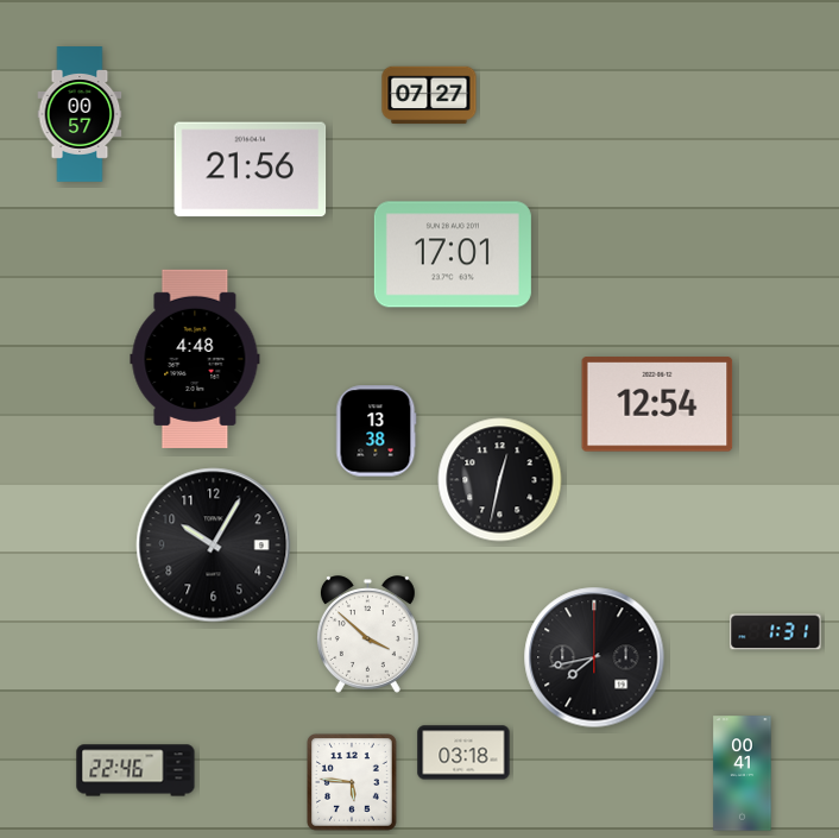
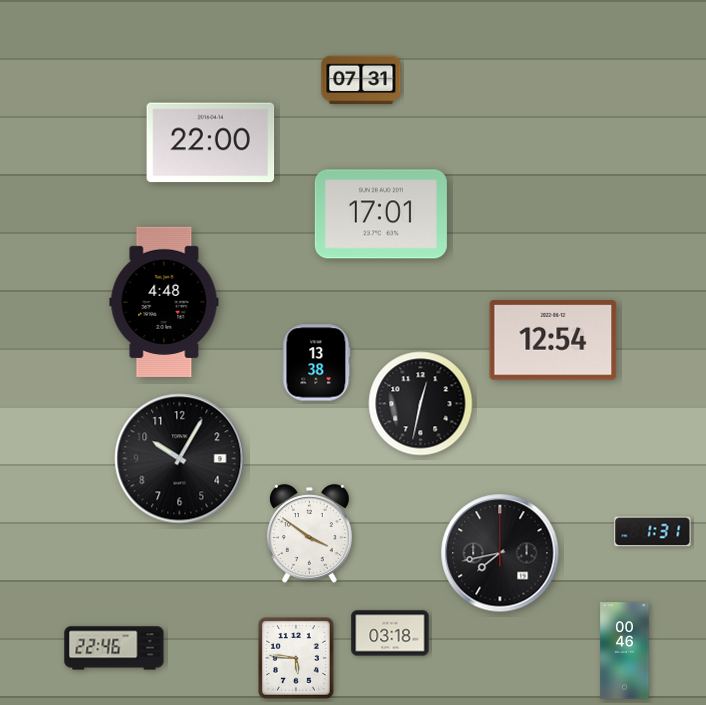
clock at (429, 95): 07:27 -> 07:31
clock at (80, 114): 00:57 -> none
clock at (251, 170): 21:56 -> 22:00
clock at (367, 635): 3:52 -> 3:51
clock at (743, 774): 00:41 -> 00:46
